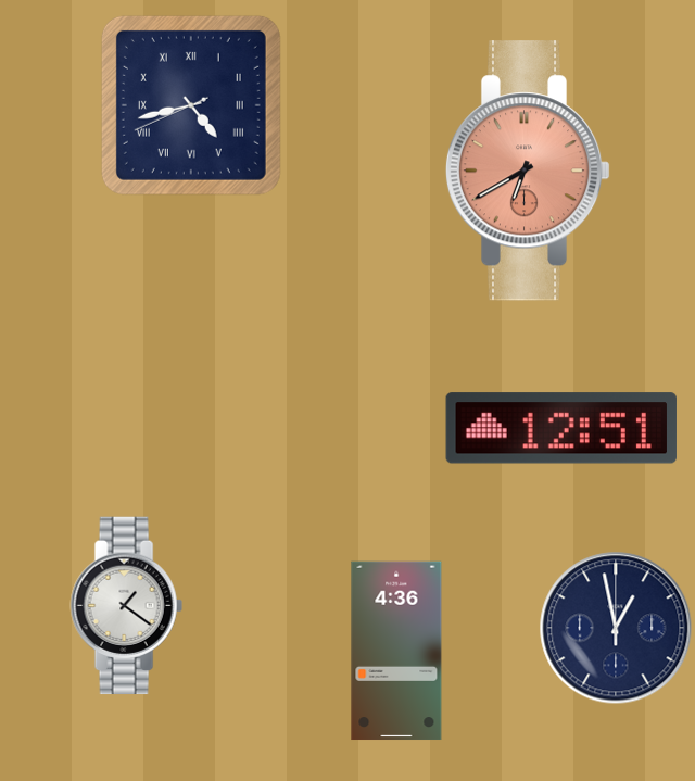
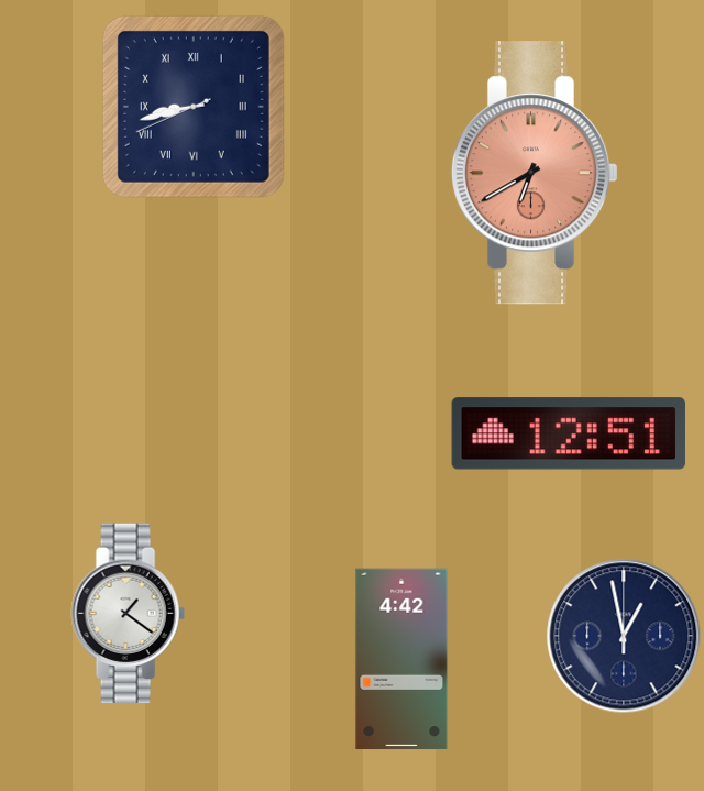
clock at (191, 105): 4:42 -> 8:42
clock at (396, 651): 4:36 -> 4:42
